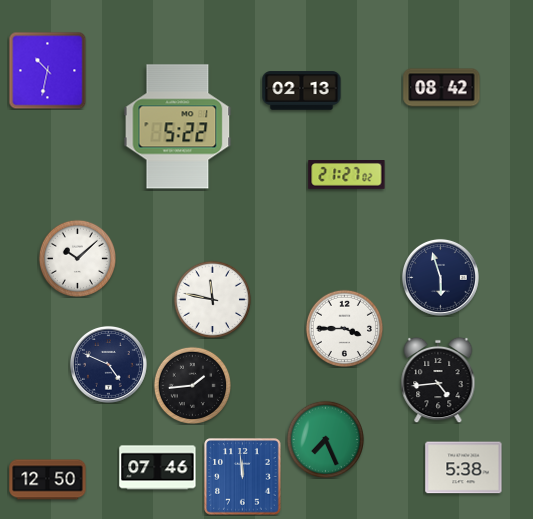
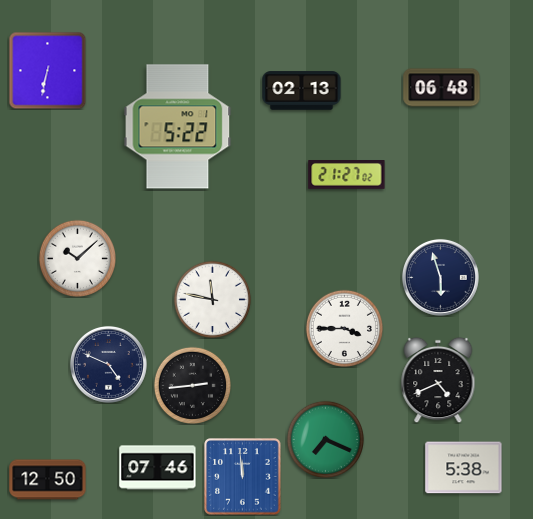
clock at (47, 70): 10:32 -> 6:32
clock at (442, 88): 08:42 -> 06:48
clock at (438, 380): 4:44 -> 4:41
clock at (192, 385): 1:44 -> 2:44
clock at (325, 439): 7:26 -> 7:19
